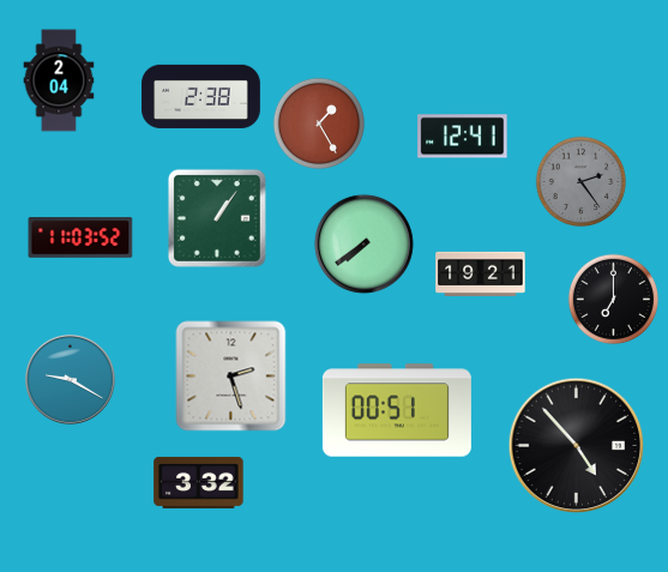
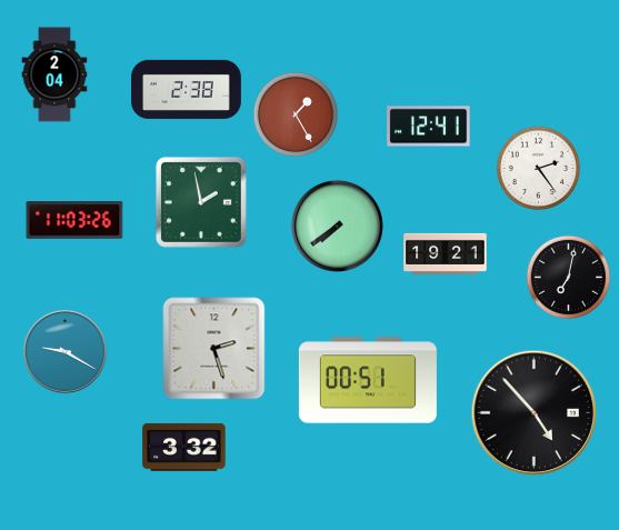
clock at (582, 182) dial: grey -> white
clock at (217, 218): 1:06 -> 1:58
clock at (80, 237): 11:03:52 -> 11:03:26
clock at (614, 300): 7:00 -> 7:02
